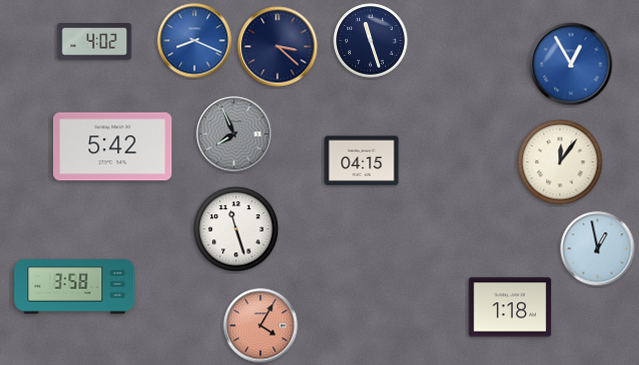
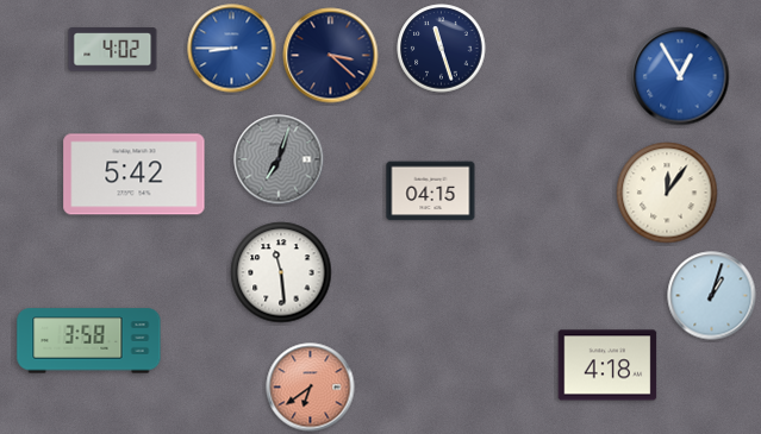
clock at (195, 41): 8:19 -> 8:45
clock at (234, 134): 7:56 -> 7:03
clock at (236, 229): 11:27 -> 11:29
clock at (598, 249): 12:58 -> 1:03
clock at (510, 307): 1:18 -> 4:18
clock at (261, 326): 4:05 -> 6:39
